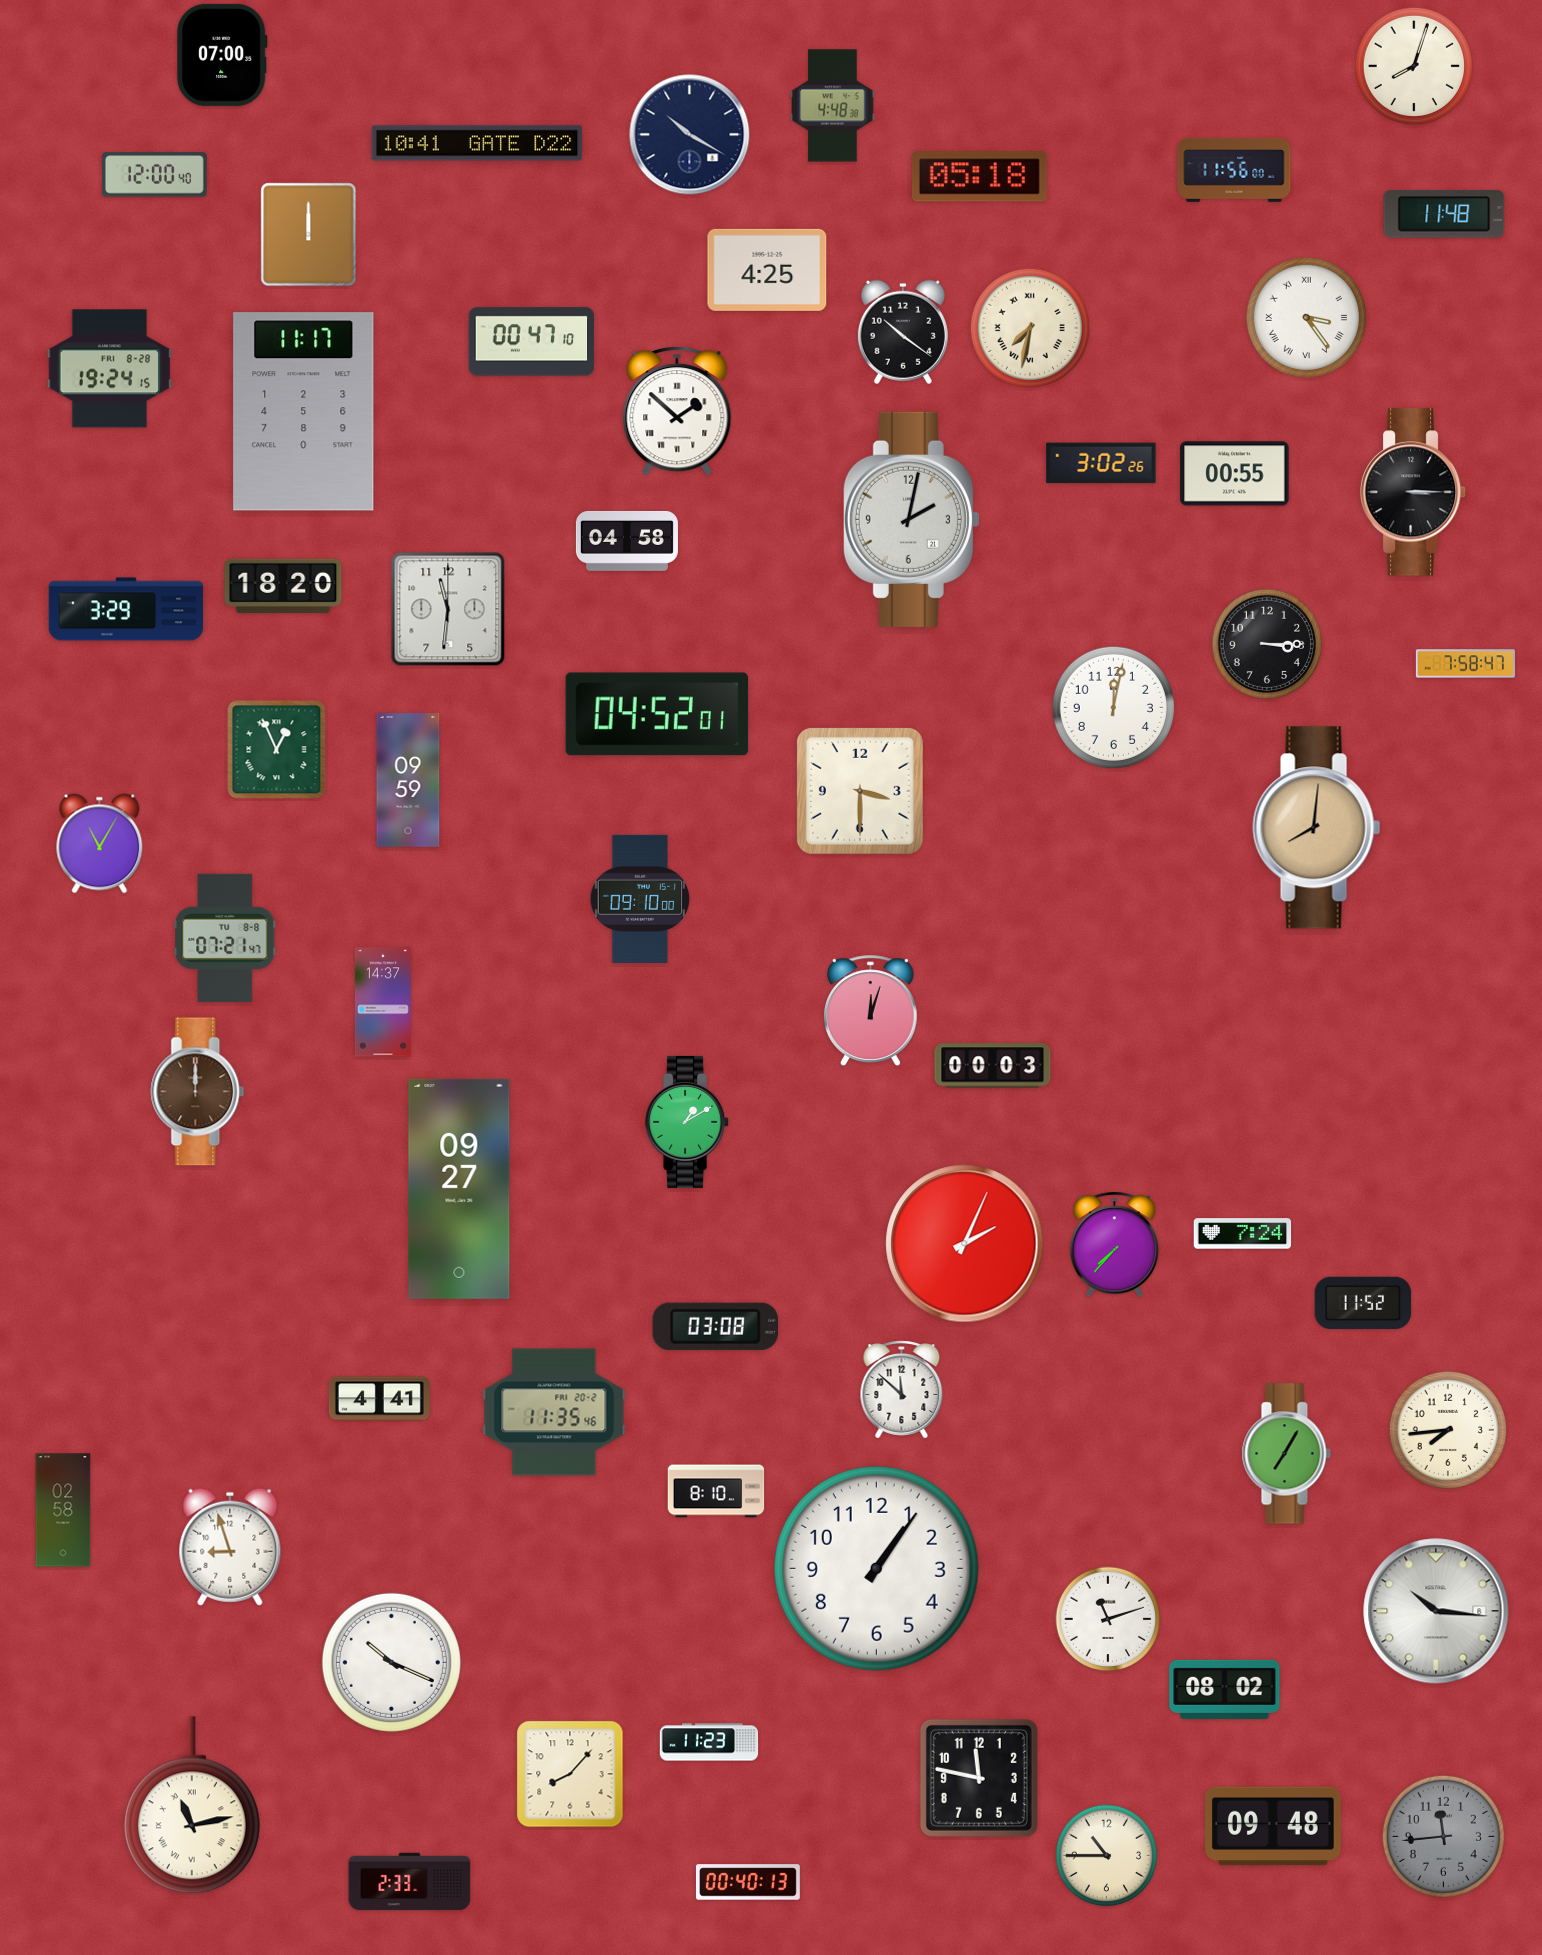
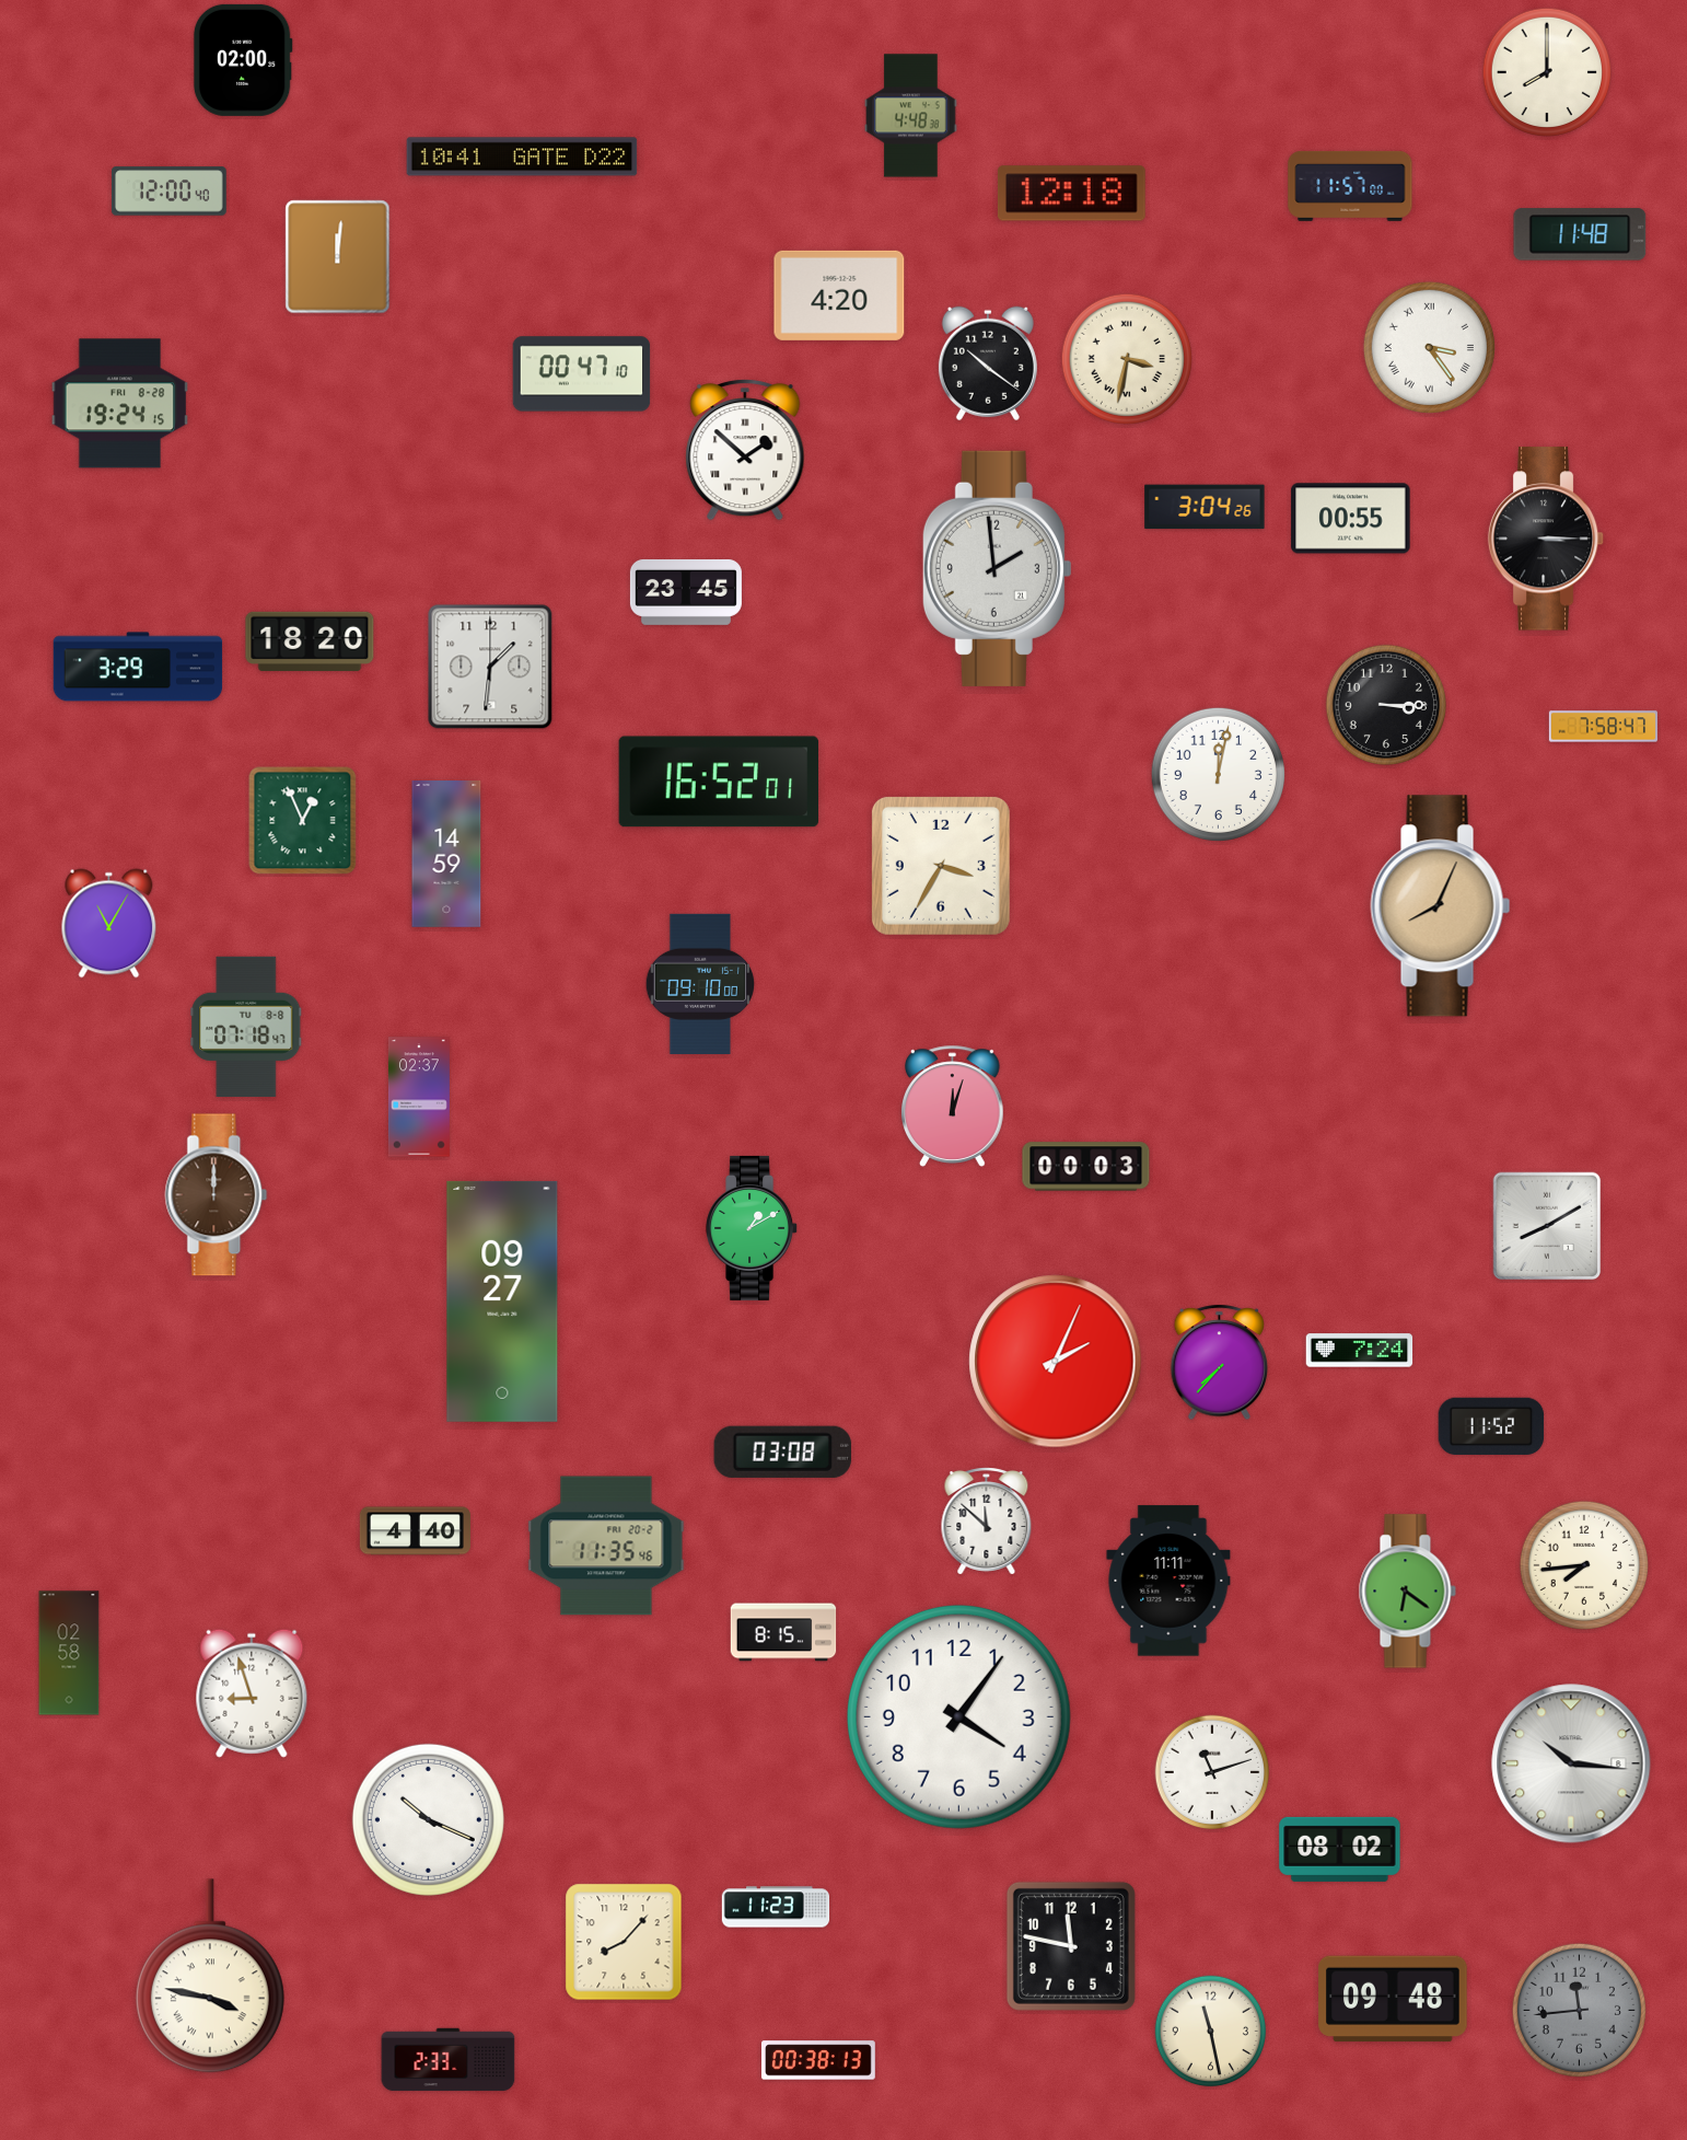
clock at (222, 55): 07:00 -> 02:00
clock at (1414, 66): 8:03 -> 8:00
clock at (690, 135): 10:20 -> none
clock at (1234, 170): 11:56 -> 11:57
clock at (979, 177): 05:18 -> 12:18
clock at (309, 235): 12:00 -> 12:01
clock at (767, 270): 4:25 -> 4:20
clock at (1030, 328): 7:32 -> 3:32
clock at (677, 411) position: (677, 411) -> (745, 450)
clock at (304, 412): 11:17 -> none
clock at (1101, 463): 3:02 -> 3:04
clock at (911, 519): 2:02 -> 1:59
clock at (627, 541): 04:58 -> 23:45
clock at (448, 609): 11:31 -> 1:31
clock at (657, 714): 04:52 -> 16:52
clock at (408, 781): 09:59 -> 14:59
clock at (860, 791): 3:30 -> 3:35
clock at (1317, 828): 8:01 -> 8:04
clock at (225, 938): 07:21 -> 07:18
clock at (383, 1002): 14:37 -> 02:37
clock at (1547, 1226): none -> 8:10
clock at (379, 1399): 4:41 -> 4:40
clock at (1168, 1581): none -> 11:11
clock at (1286, 1454): 7:05 -> 6:21
clock at (716, 1491): 8:10 -> 8:15
clock at (876, 1568): 1:06 -> 4:06
clock at (192, 1805): 11:13 -> 3:47
clock at (1107, 1856): 10:45 -> 11:28
clock at (748, 1882): 00:40 -> 00:38
